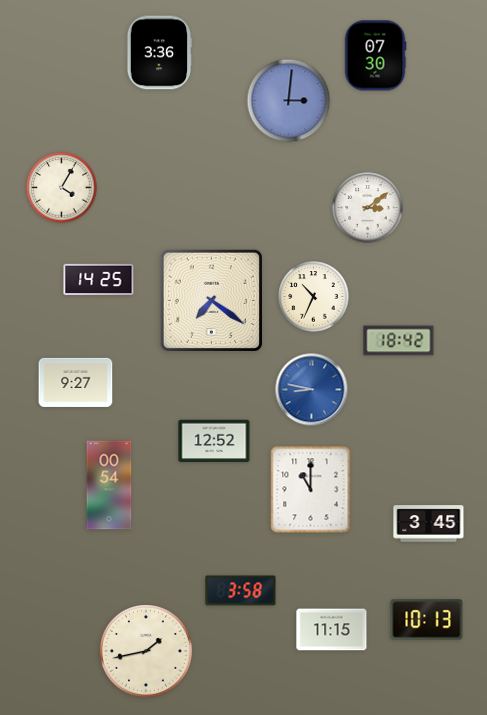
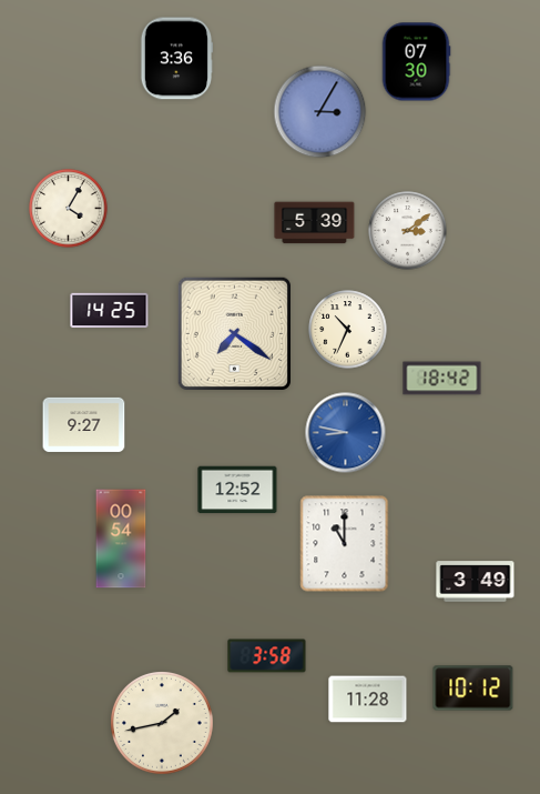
clock at (289, 101): 3:01 -> 3:05
clock at (315, 223): none -> 5:39
clock at (429, 524): 3:45 -> 3:49
clock at (427, 620): 10:13 -> 10:12
clock at (332, 630): 11:15 -> 11:28
